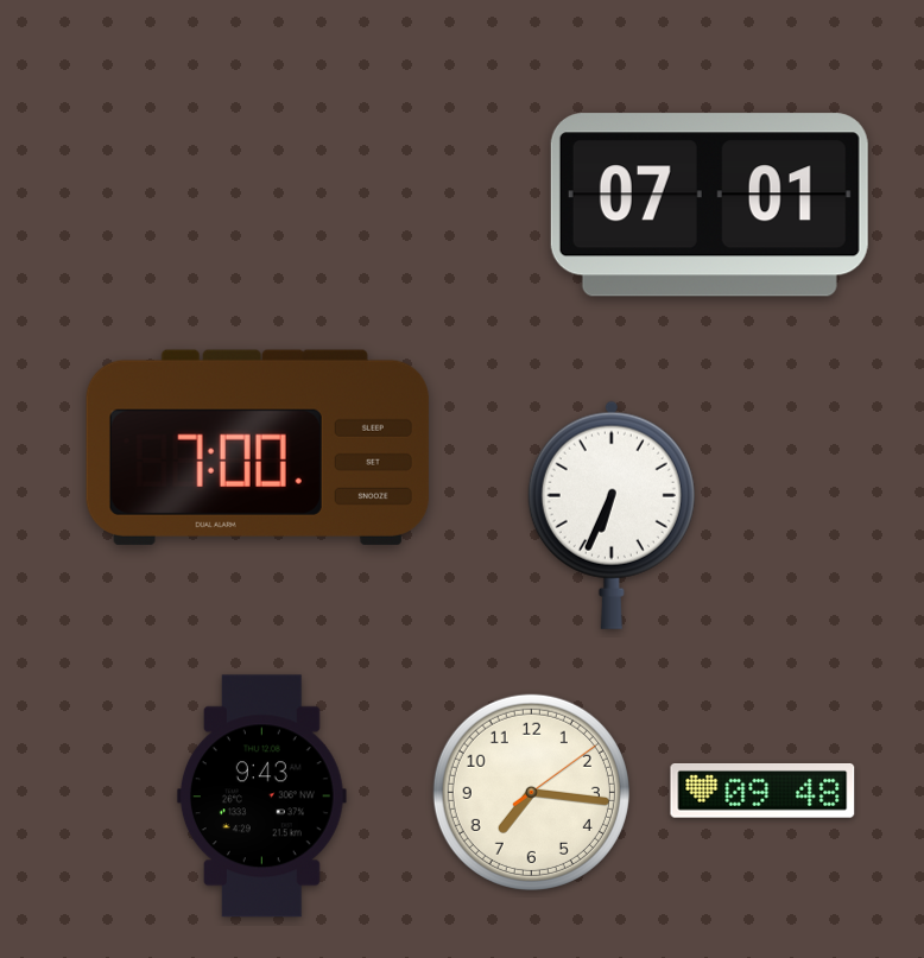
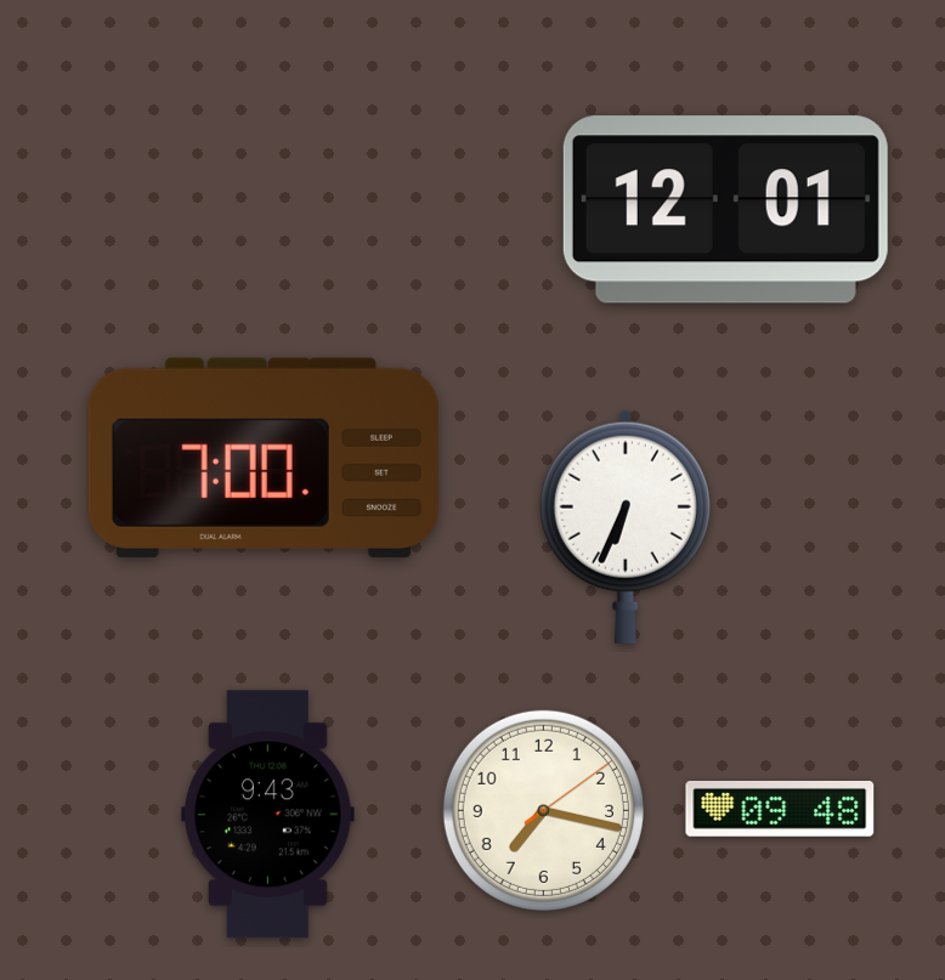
clock at (709, 205): 07:01 -> 12:01
clock at (531, 792): 7:16 -> 7:17
